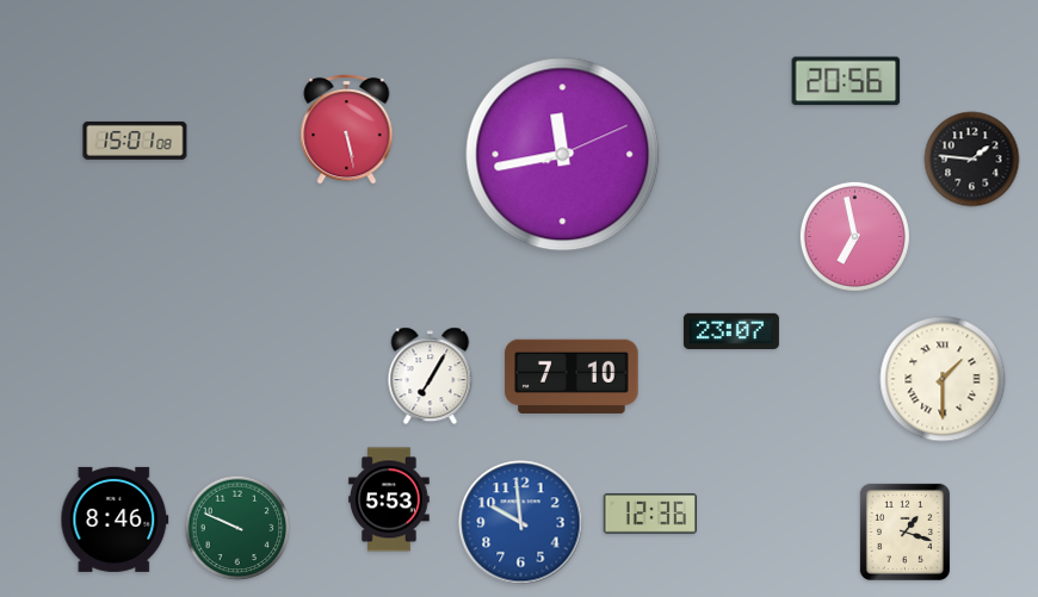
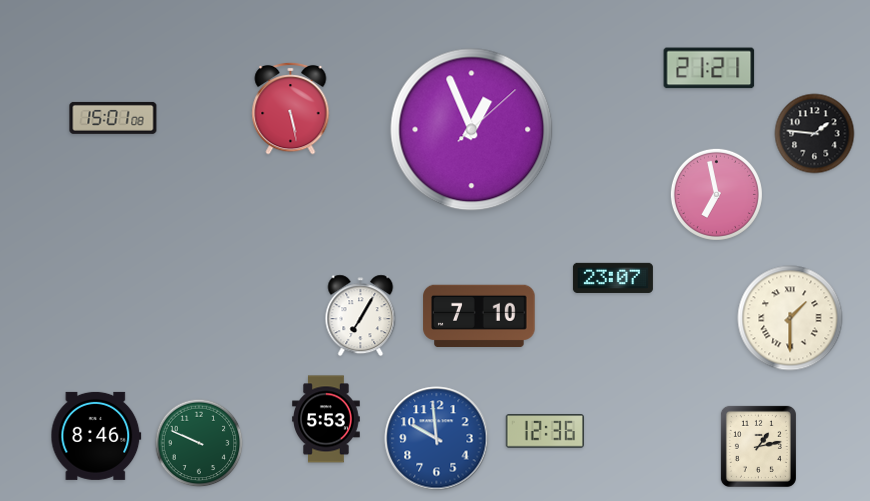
clock at (846, 81): 20:56 -> 21:21
clock at (563, 155): 11:43 -> 12:56
clock at (854, 236) position: (854, 236) -> (716, 194)
clock at (904, 531): 1:18 -> 1:13
